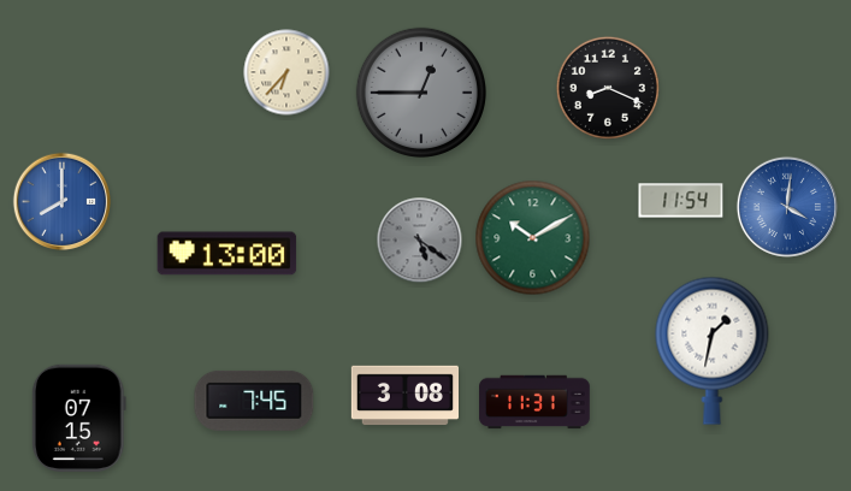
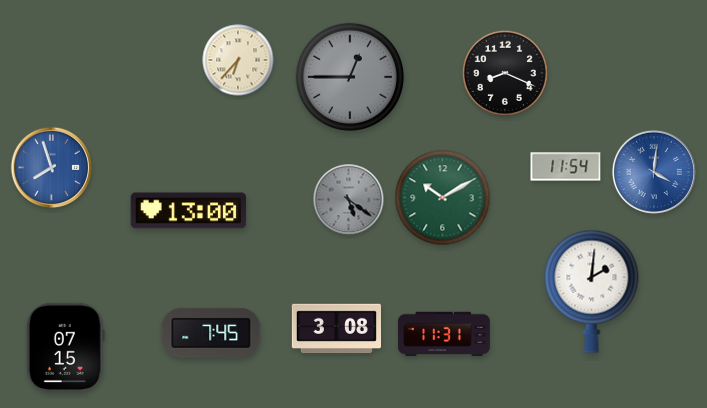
clock at (63, 202): 8:00 -> 7:57
clock at (713, 350): 1:32 -> 2:01
